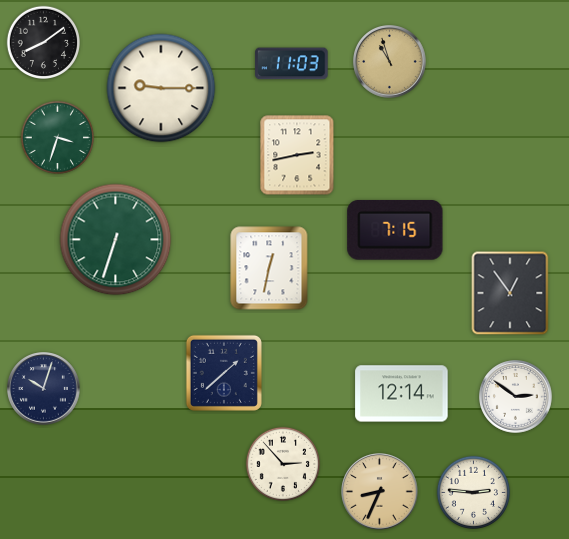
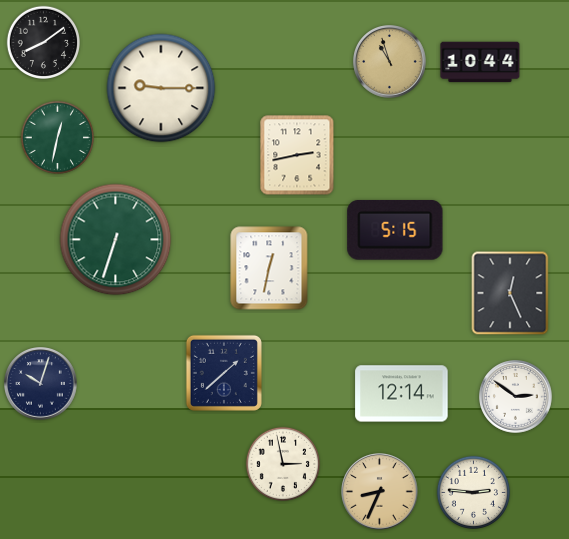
clock at (480, 62): none -> 10:44
clock at (292, 64): 11:03 -> none
clock at (57, 137): 3:33 -> 12:32
clock at (395, 230): 7:15 -> 5:15
clock at (510, 293): 12:54 -> 12:26
clock at (44, 389) position: (44, 389) -> (41, 384)
clock at (283, 464): 2:53 -> 2:58
